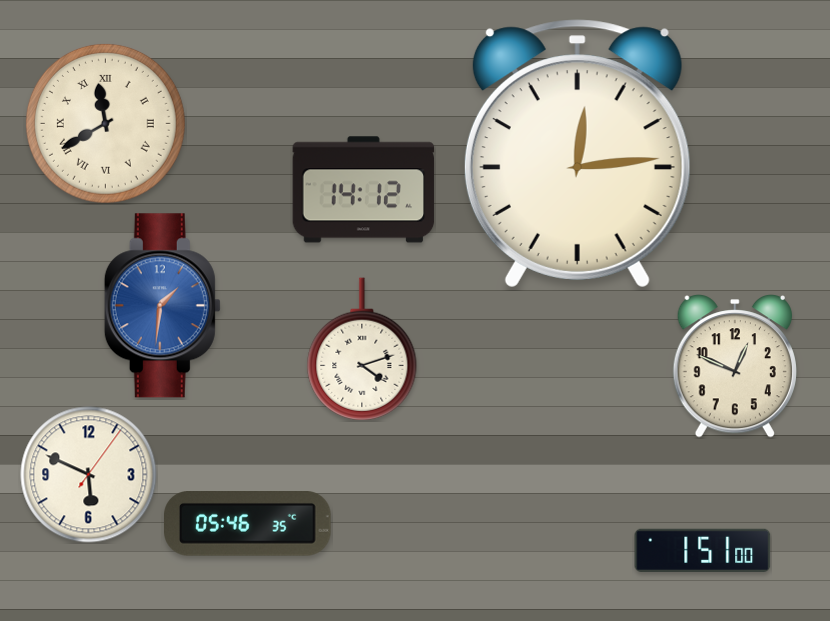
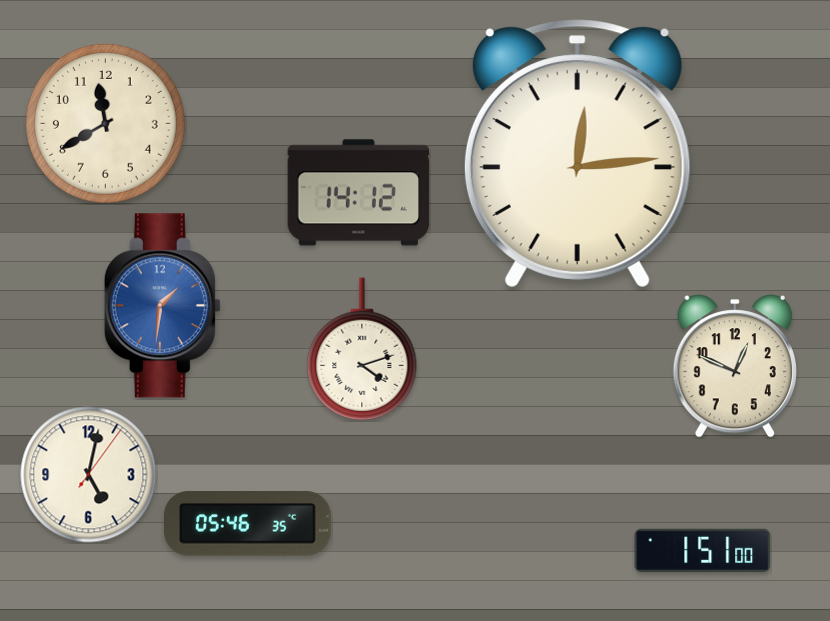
clock at (105, 123) numerals: Roman -> Arabic
clock at (364, 190) position: (364, 190) -> (359, 193)
clock at (89, 475): 5:49 -> 5:02
